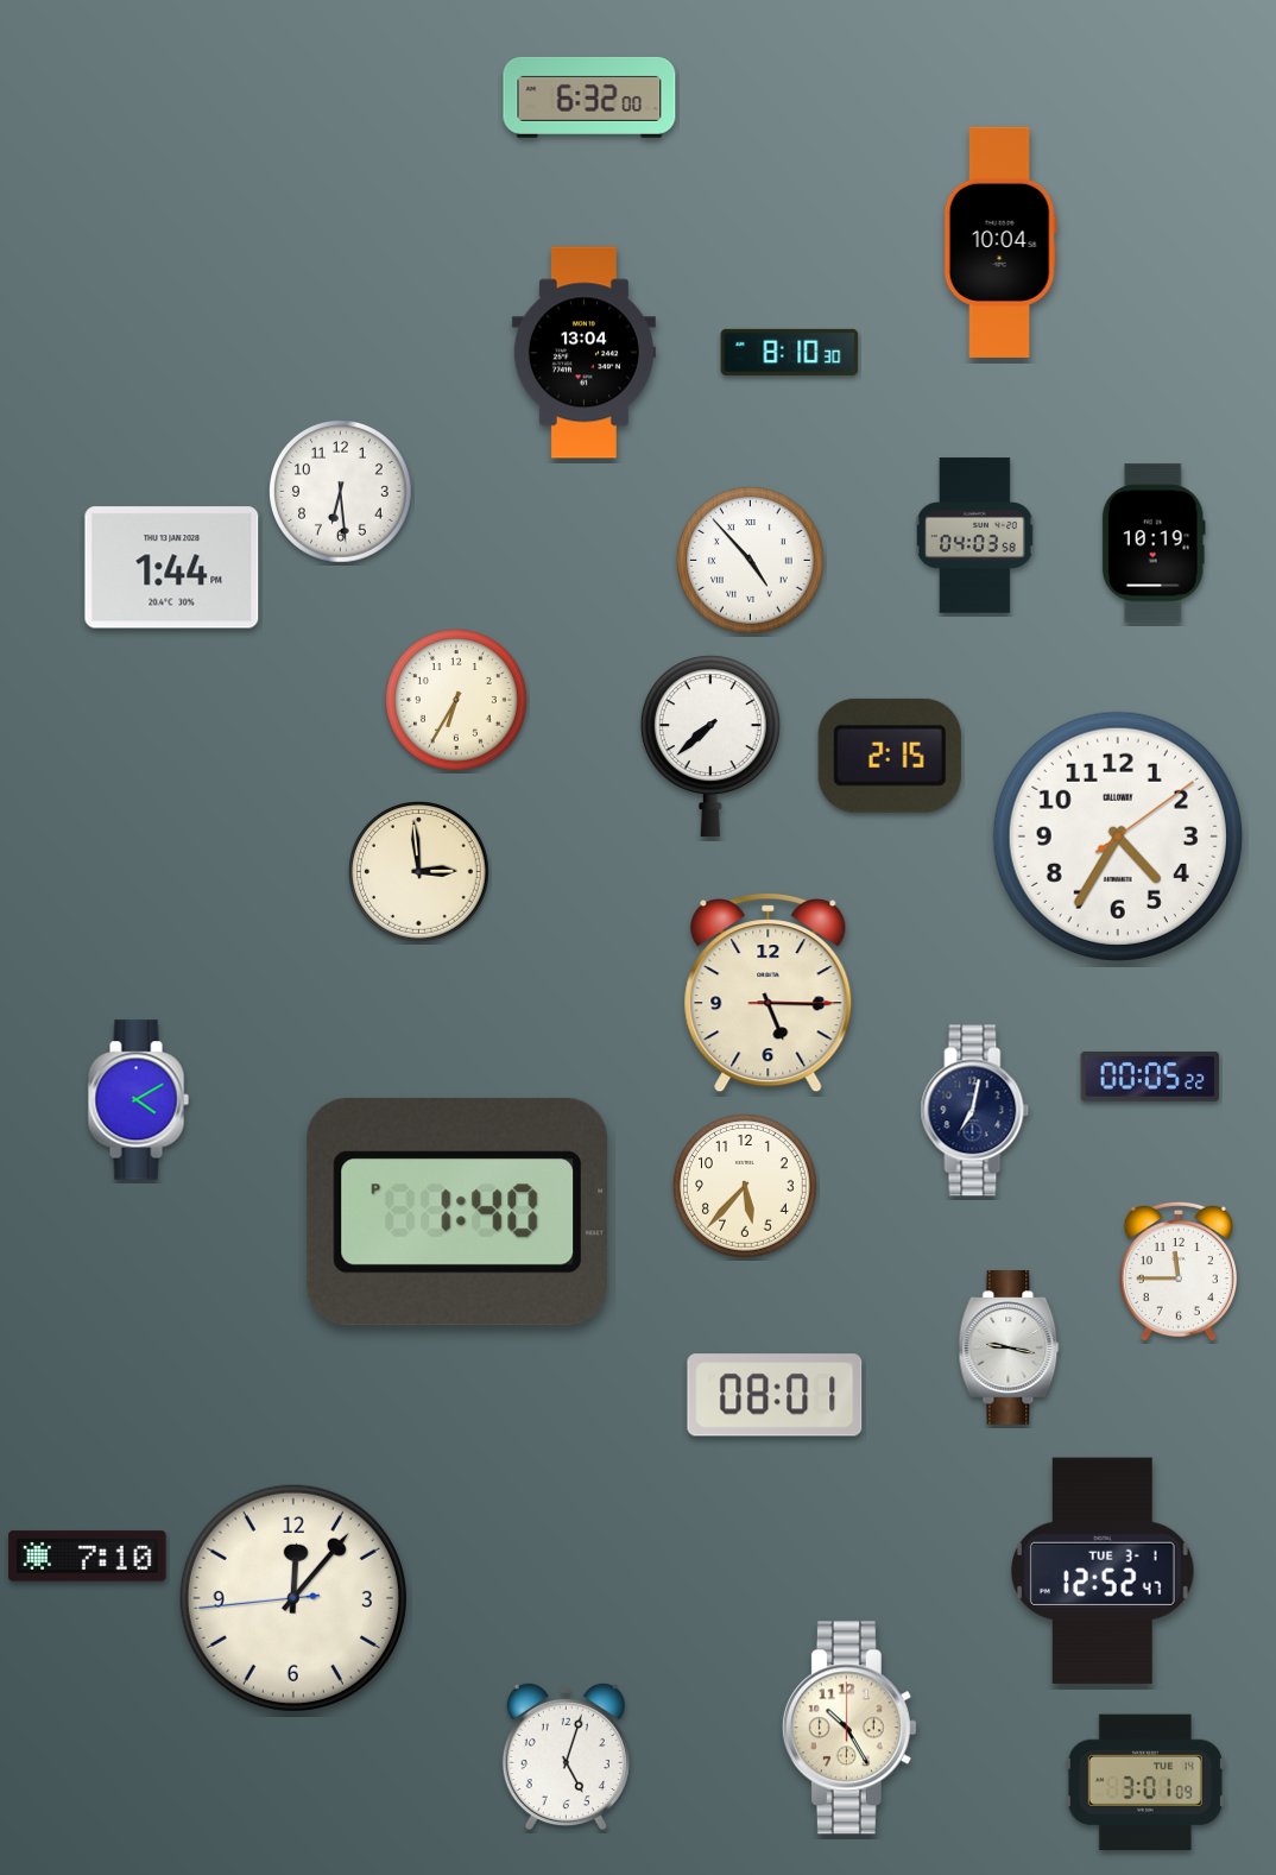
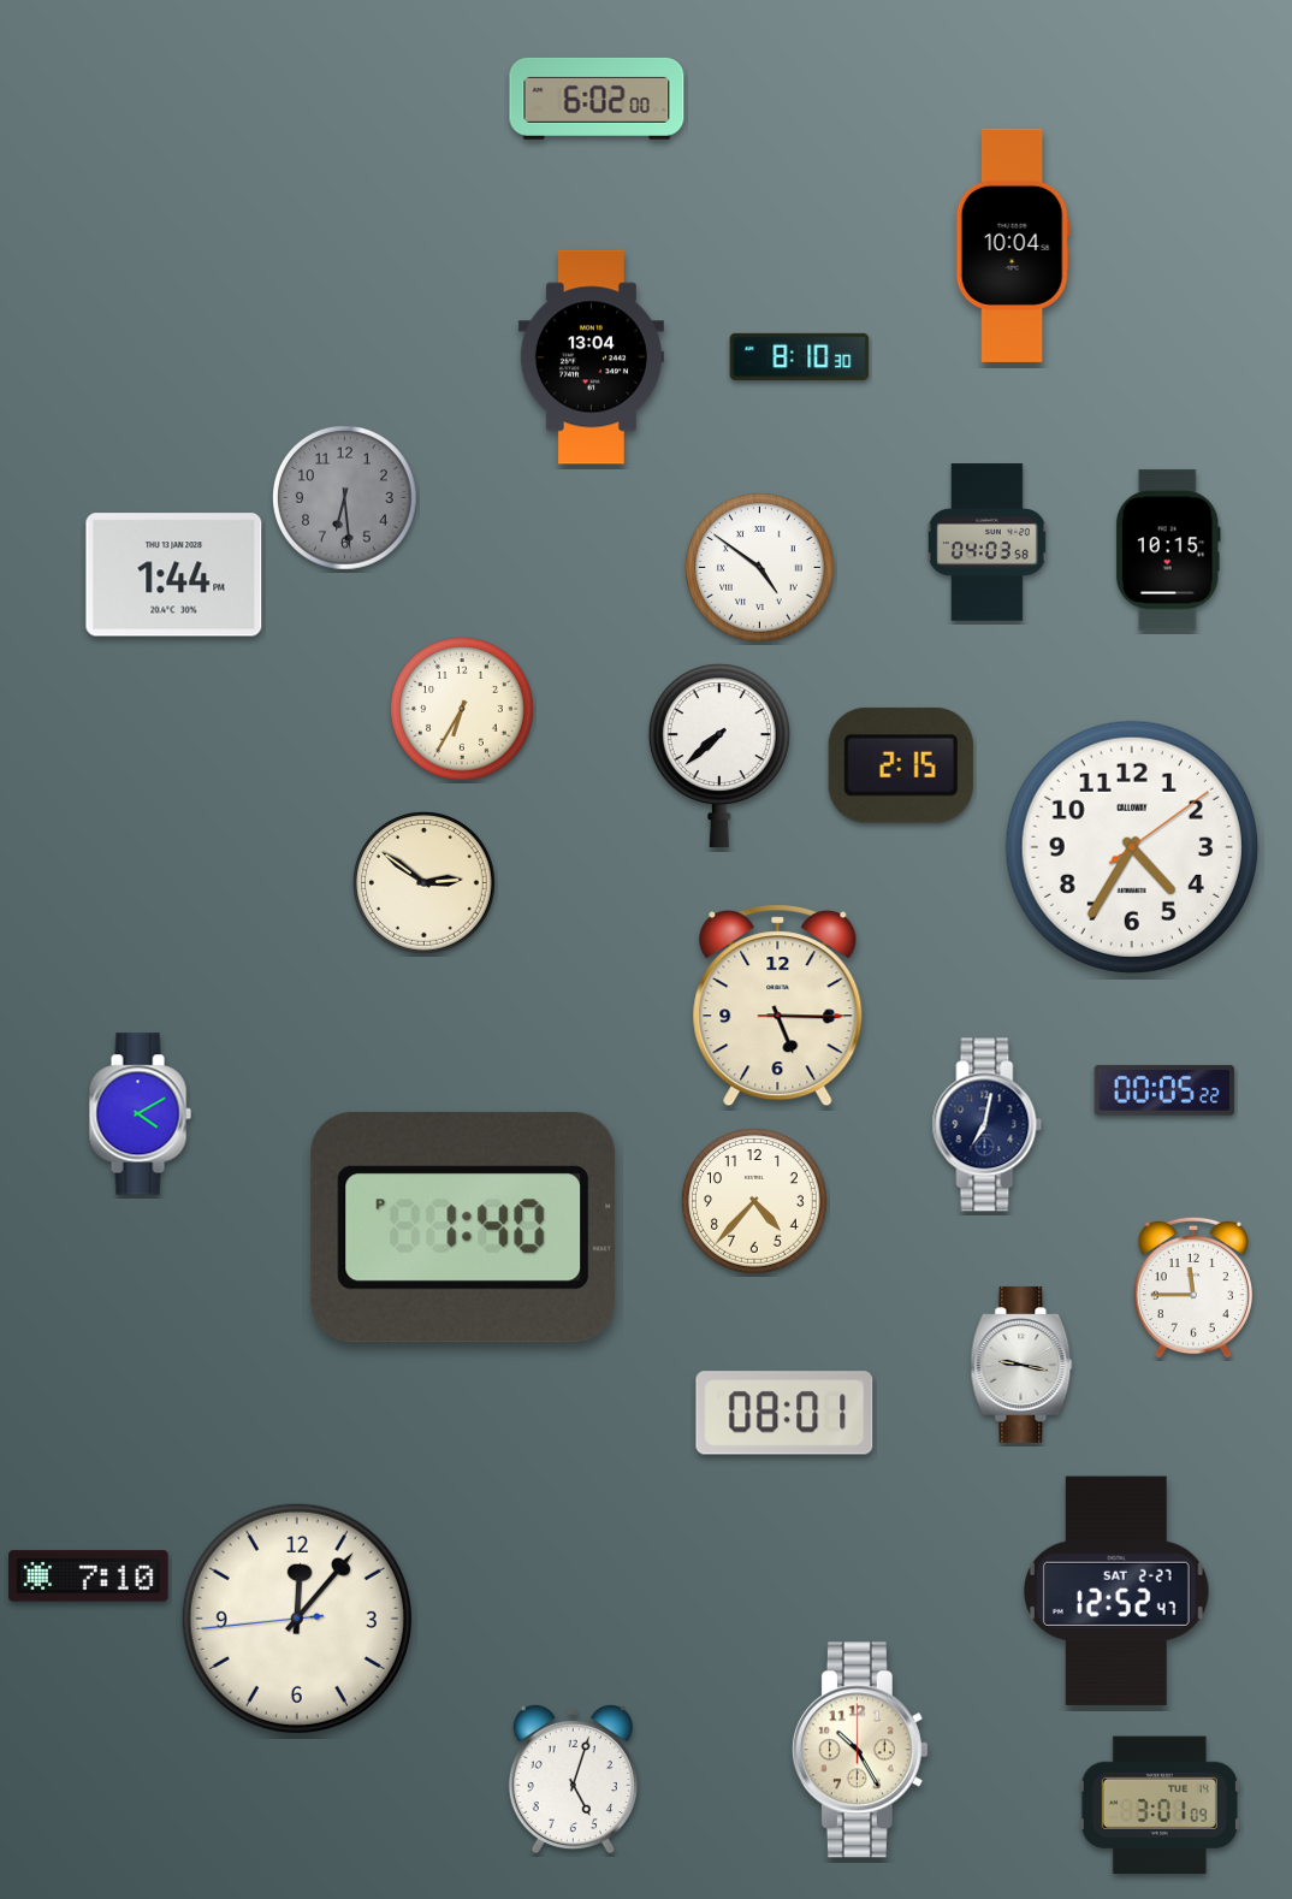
clock at (589, 97): 6:32 -> 6:02
clock at (341, 492) dial: white -> grey
clock at (1154, 543): 10:19 -> 10:15
clock at (751, 561): 4:53 -> 4:51
clock at (419, 872): 2:59 -> 2:51
clock at (746, 1187): 5:37 -> 4:37
clock at (1103, 1571) date: TUE 3-1 -> SAT 2-27
